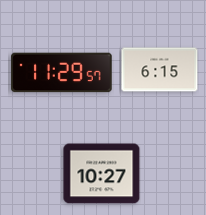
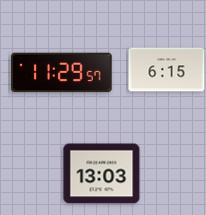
clock at (160, 70) position: (160, 70) -> (167, 70)
clock at (102, 174): 10:27 -> 13:03
